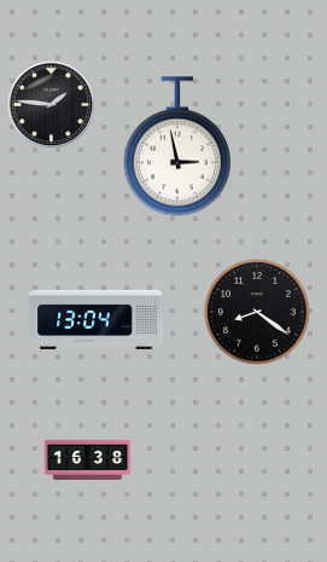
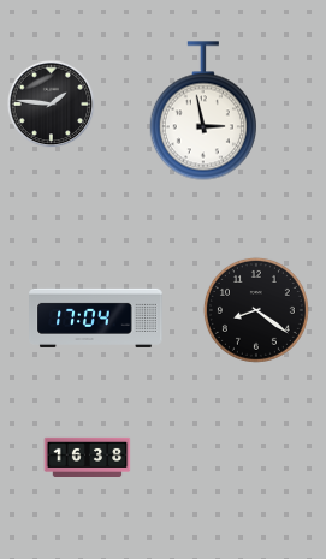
clock at (177, 146) position: (177, 146) -> (203, 111)
clock at (97, 319): 13:04 -> 17:04
